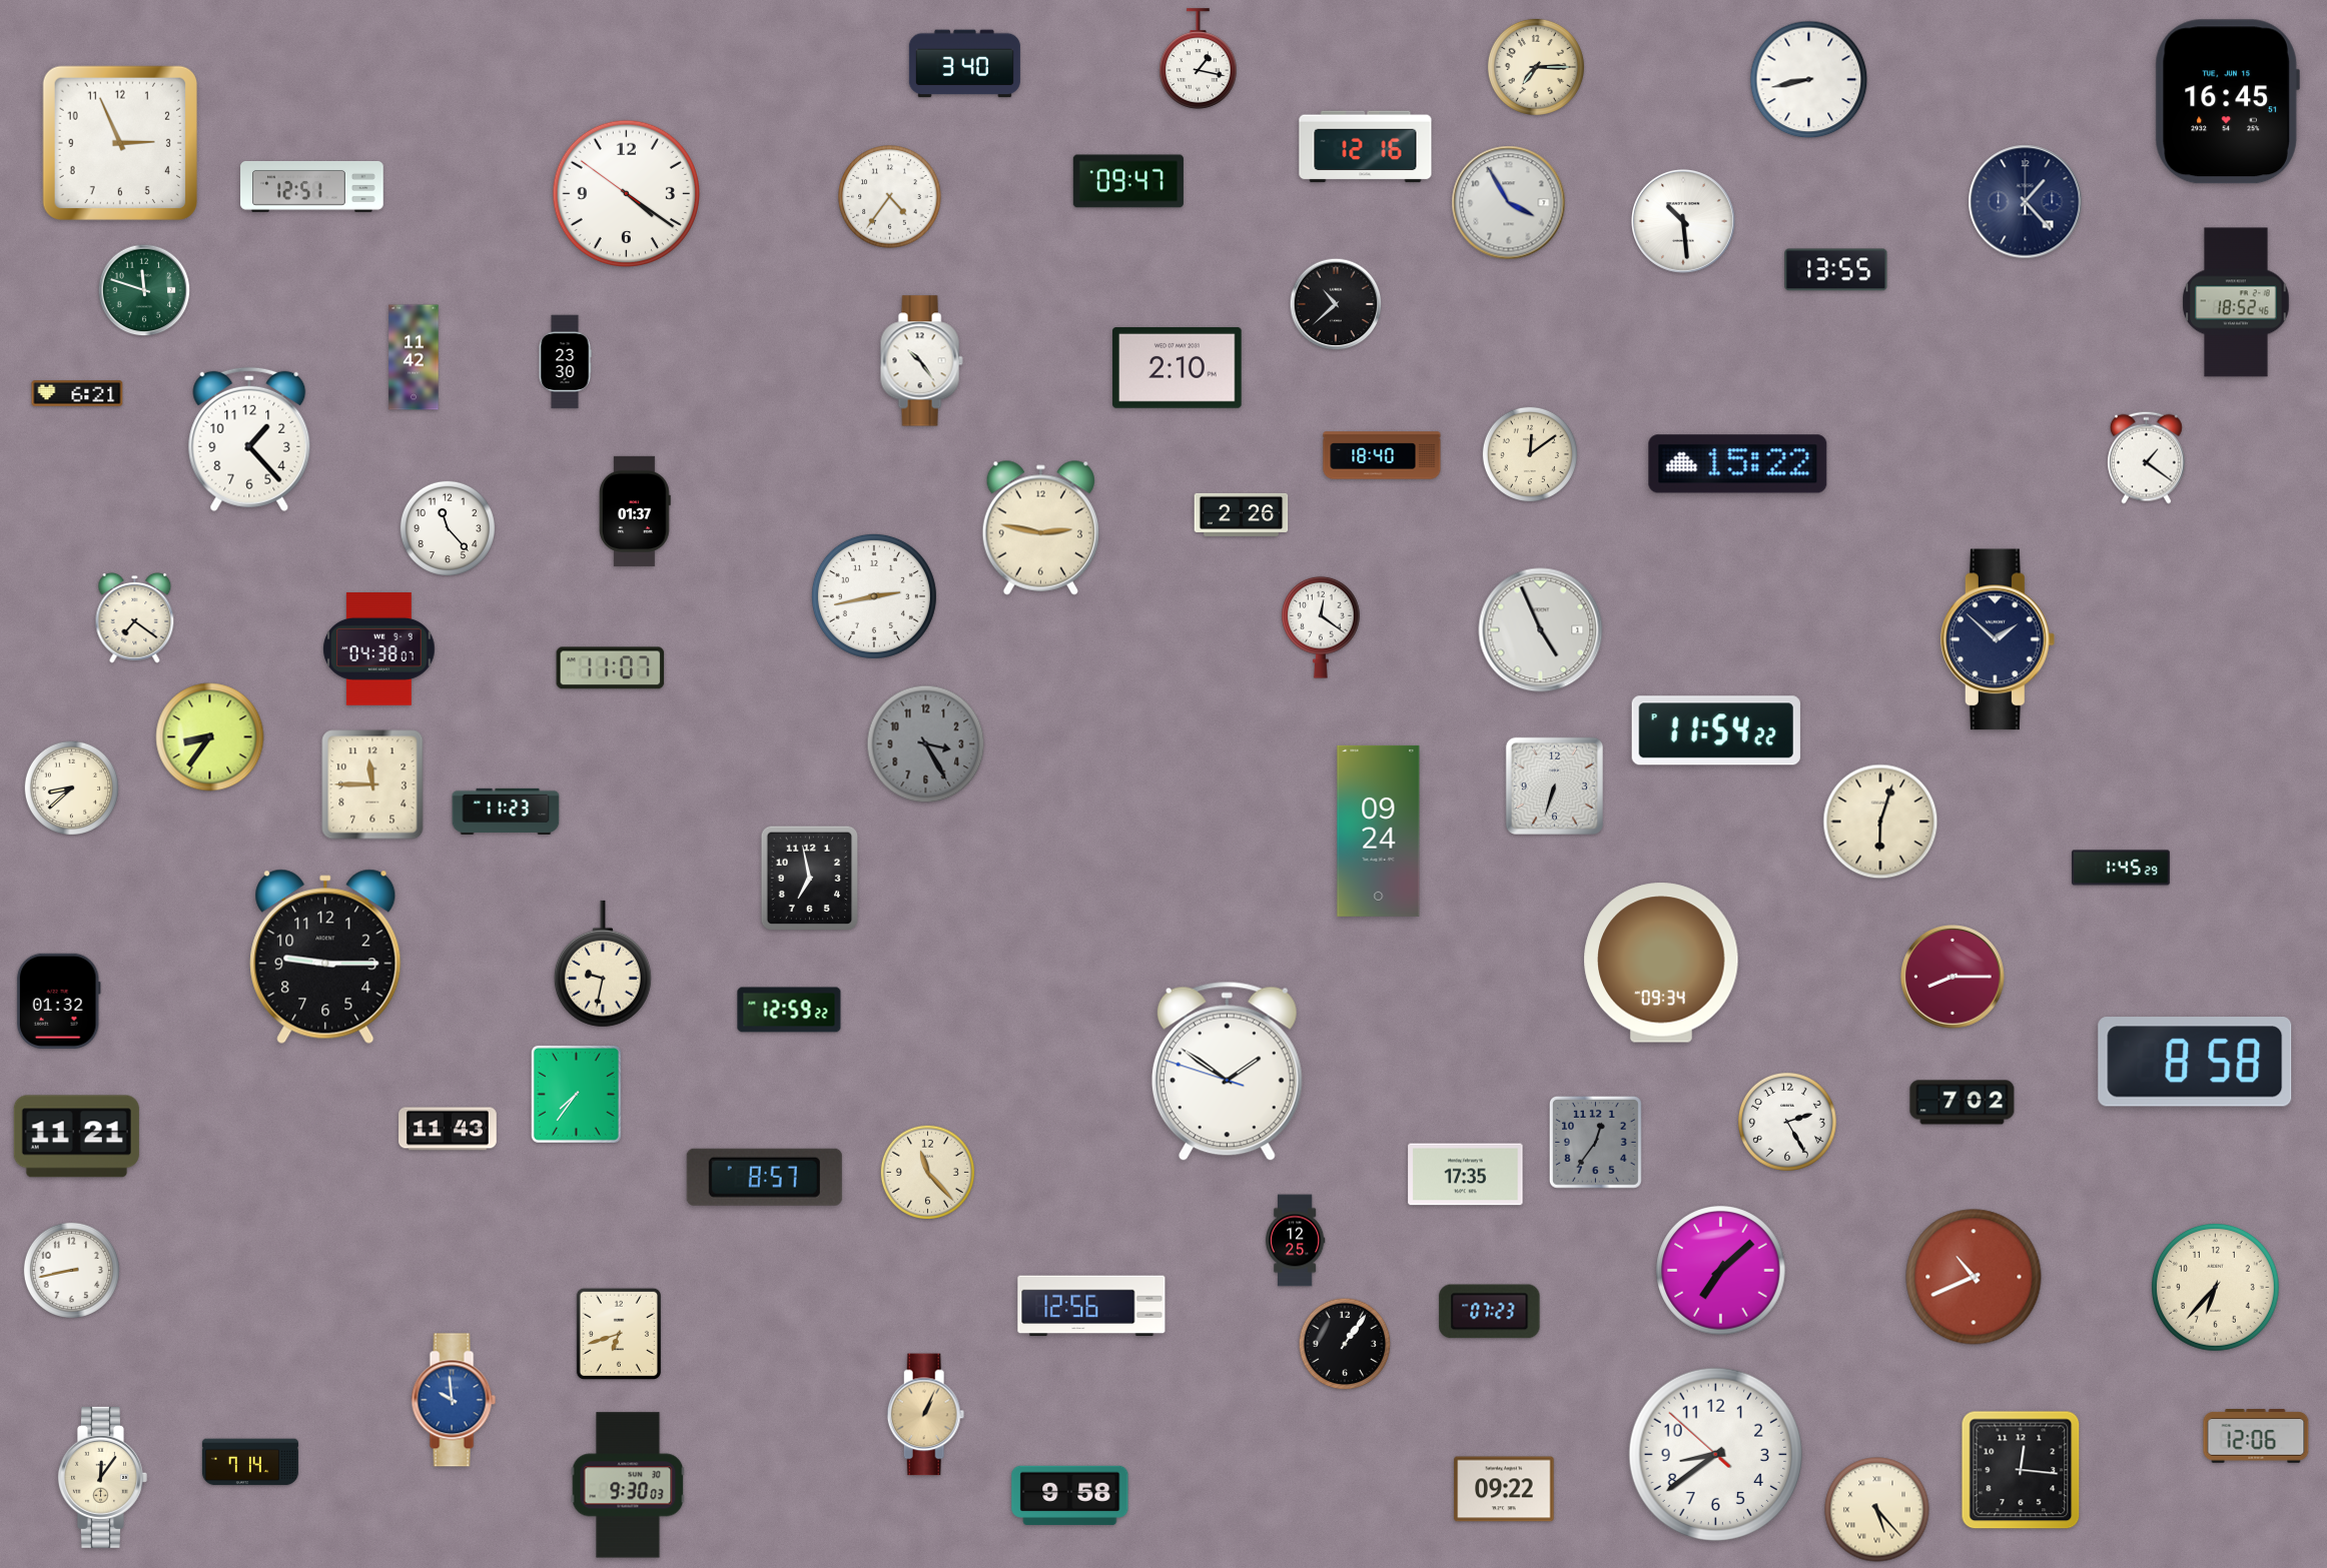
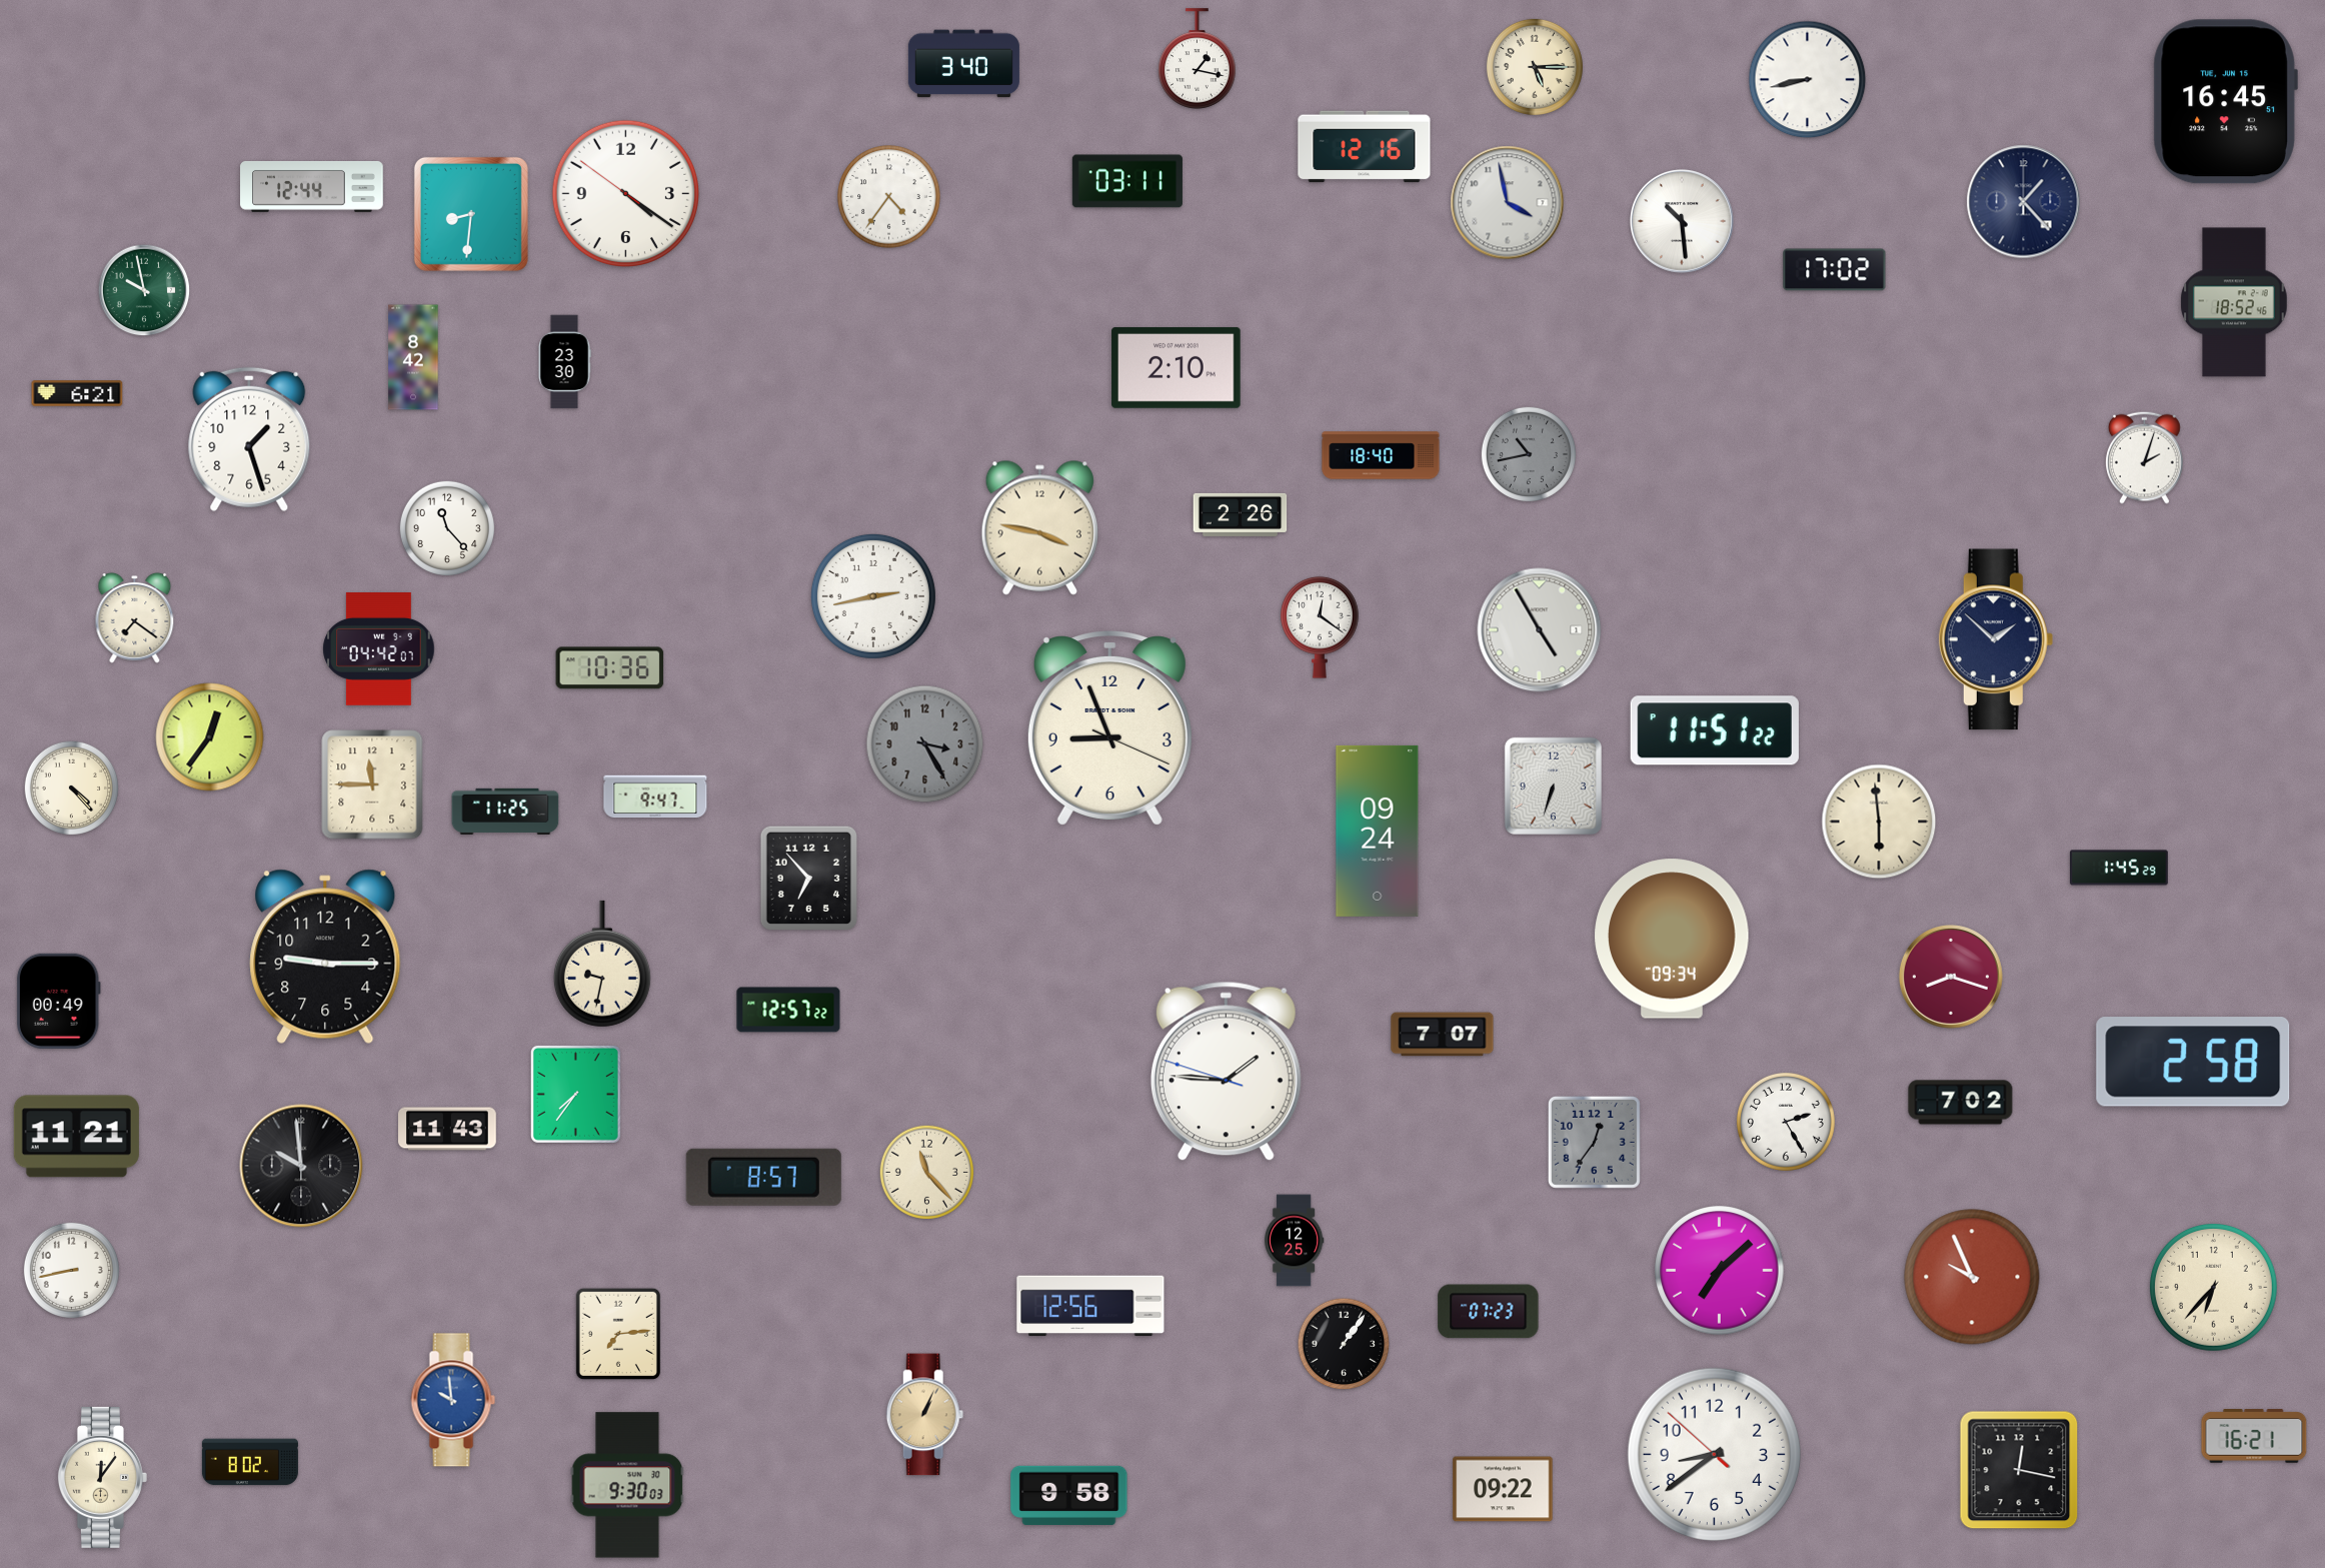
clock at (1536, 67): 7:15 -> 5:15
clock at (120, 143): 2:56 -> none
clock at (1128, 181): 09:47 -> 03:11
clock at (312, 186): 12:51 -> 12:44
clock at (1509, 203): 3:55 -> 3:58
clock at (471, 214): none -> 8:31
clock at (1836, 270): 13:55 -> 17:02
clock at (144, 290): 11:48 -> 9:58
clock at (1336, 304): 10:38 -> none
clock at (414, 357): 11:42 -> 8:42
clock at (921, 361): 10:24 -> none
clock at (249, 439): 1:23 -> 1:27
clock at (1530, 454): 12:09 -> 10:43
clock at (1530, 454) dial: cream -> grey
clock at (2147, 457): 1:21 -> 2:03
clock at (1738, 464): 15:22 -> none
clock at (635, 511): 01:37 -> none
clock at (1040, 527): 2:47 -> 3:47
clock at (1541, 630): 4:56 -> 4:55
clock at (379, 649): 04:38 -> 04:42
clock at (611, 668): 11:07 -> 10:36
clock at (1109, 728): none -> 8:56
clock at (1716, 730): 11:54 -> 11:51
clock at (210, 737): 8:36 -> 12:36
clock at (71, 788): 8:38 -> 4:23
clock at (655, 797): none -> 9:47
clock at (506, 811): 11:23 -> 11:25
clock at (1880, 822): 6:03 -> 5:59
clock at (809, 879): 6:58 -> 6:53
clock at (1661, 963) position: (1661, 963) -> (1672, 939)
clock at (1953, 977): 8:15 -> 8:18
clock at (58, 1001): 01:32 -> 00:49
clock at (789, 1010): 12:59 -> 12:57
clock at (1443, 1035): none -> 7:07
clock at (2195, 1062): 8:58 -> 2:58
clock at (1227, 1072): 1:50 -> 1:45
clock at (301, 1166): none -> 9:59
clock at (1466, 1175): 17:35 -> none
clock at (1974, 1277): 10:41 -> 9:56
clock at (619, 1334): 6:42 -> 7:14
clock at (2256, 1436): 12:06 -> 16:21
clock at (250, 1462): 7:14 -> 8:02
clock at (2021, 1470): 12:16 -> 12:17
clock at (1877, 1510): 5:23 -> none
